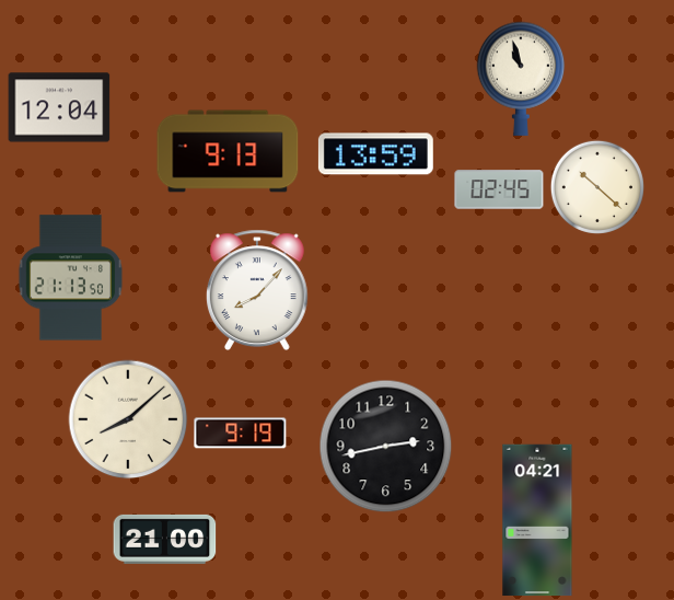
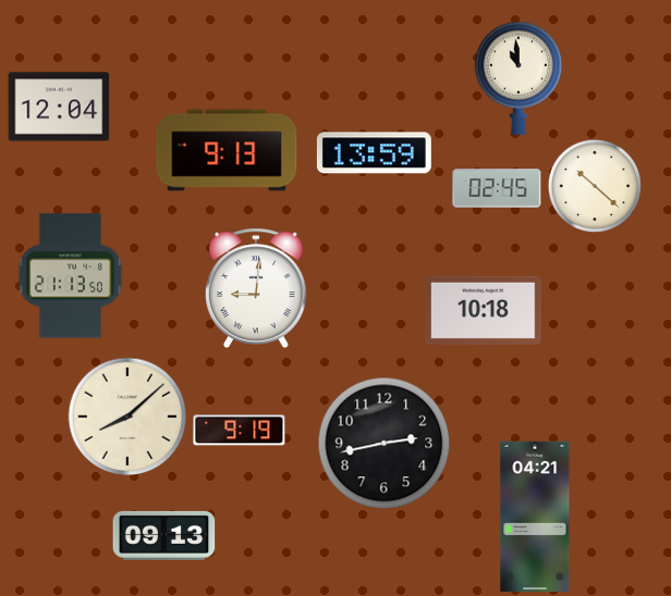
clock at (521, 79): 10:57 -> 10:59
clock at (257, 289): 8:07 -> 9:01
clock at (484, 310): none -> 10:18
clock at (165, 539): 21:00 -> 09:13
